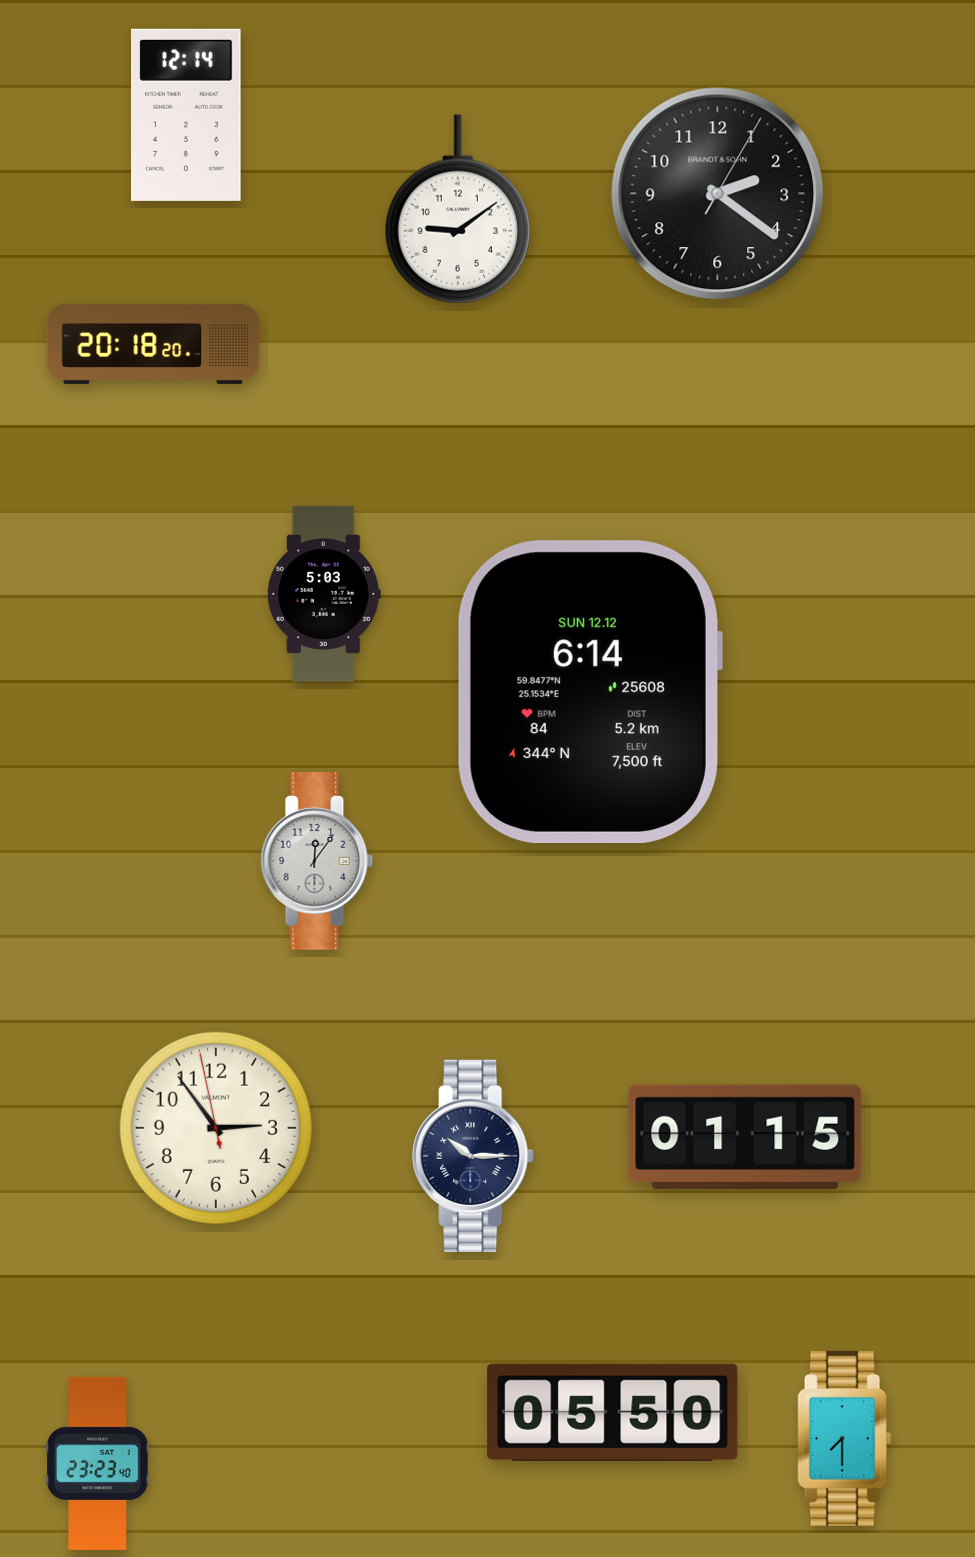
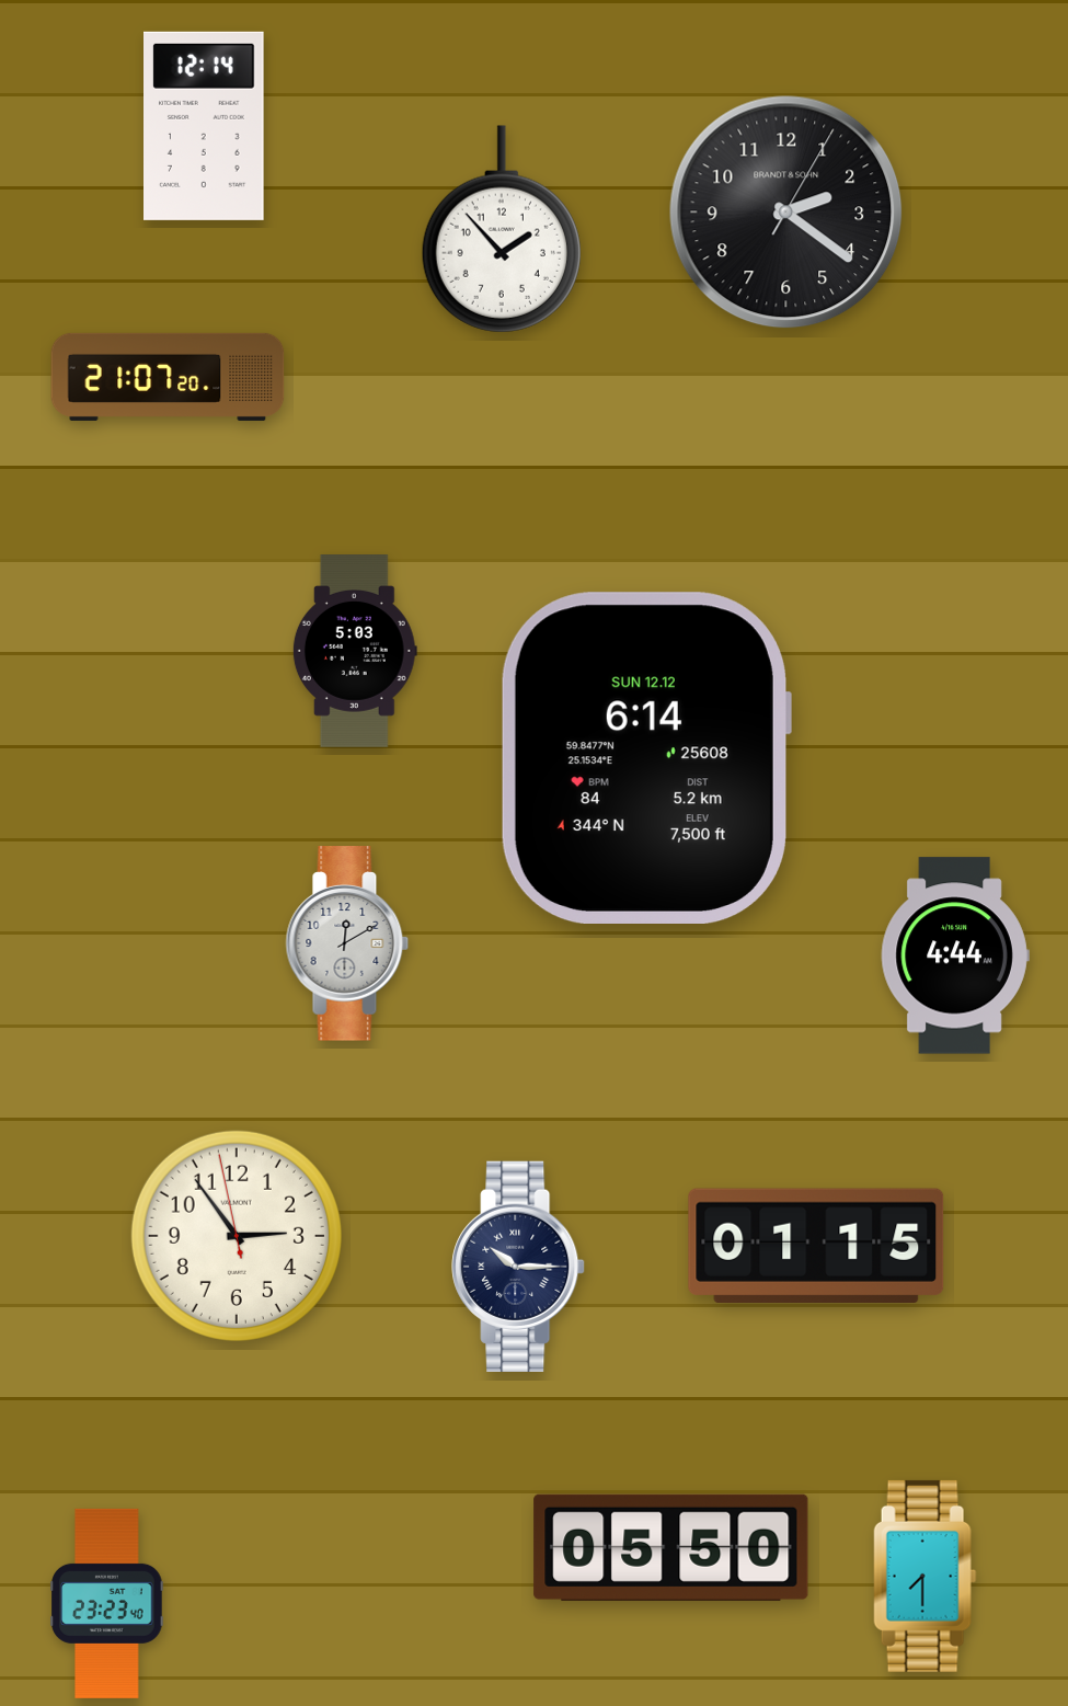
clock at (458, 209): 9:09 -> 1:53
clock at (153, 344): 20:18 -> 21:07
clock at (317, 861): 12:06 -> 12:10
clock at (955, 955): none -> 4:44
